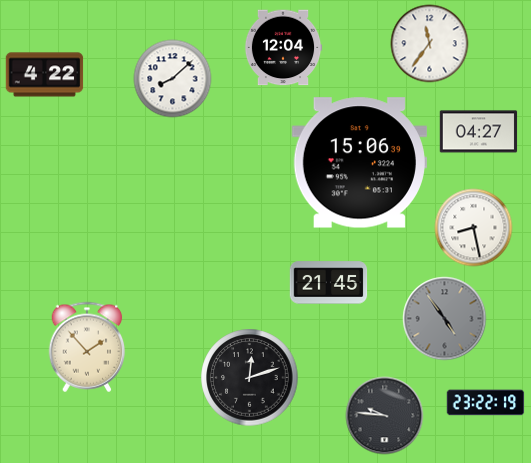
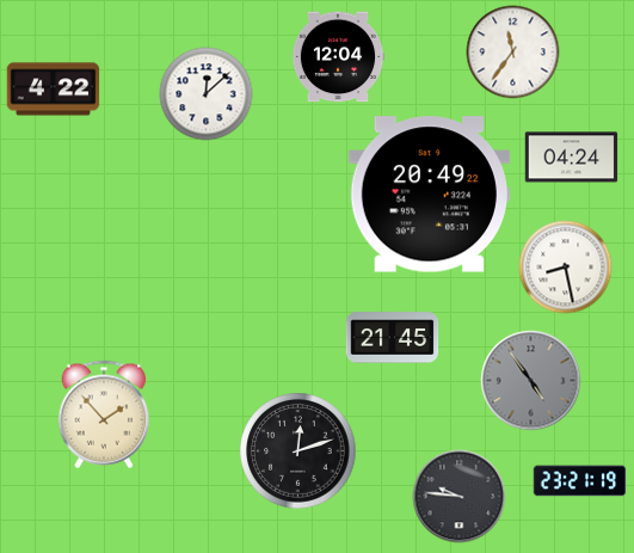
clock at (172, 78): 8:08 -> 12:08
clock at (478, 132): 04:27 -> 04:24
clock at (359, 163): 15:06 -> 20:49
clock at (473, 227) position: (473, 227) -> (565, 266)
clock at (485, 403): 23:22 -> 23:21
